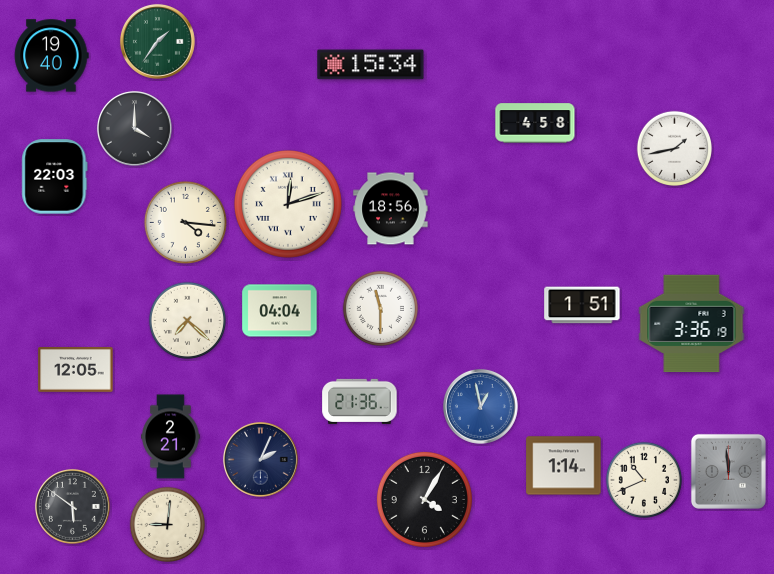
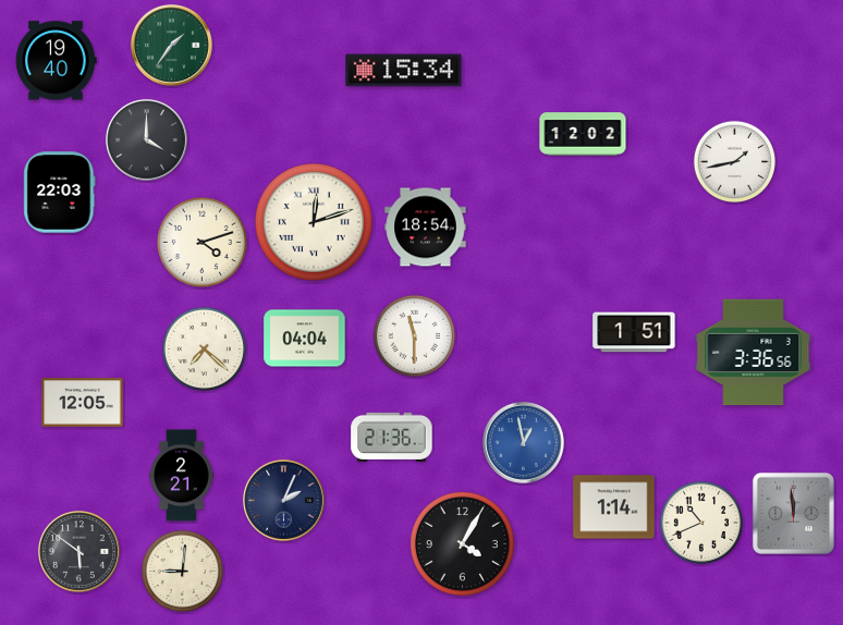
clock at (535, 123): 4:58 -> 12:02
clock at (391, 209): 18:56 -> 18:54
clock at (185, 222): 4:16 -> 4:12
clock at (692, 324): 3:36:19 -> 3:36:56
clock at (171, 437) position: (171, 437) -> (182, 476)
